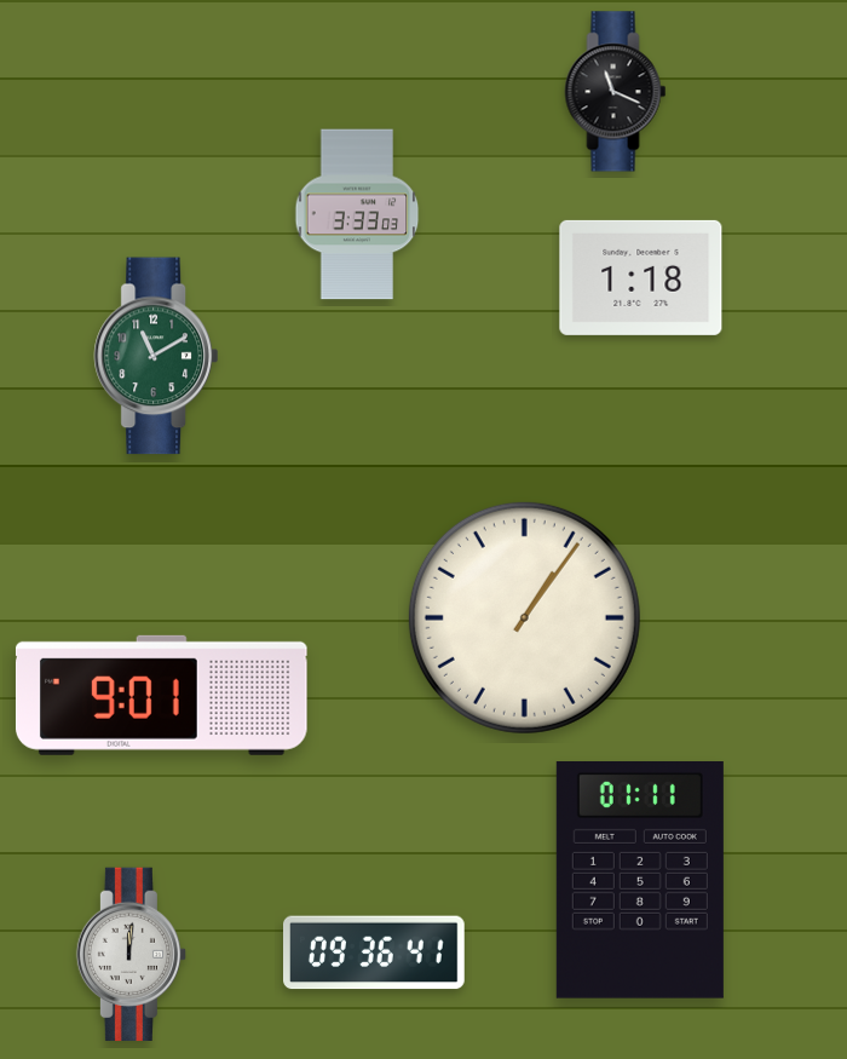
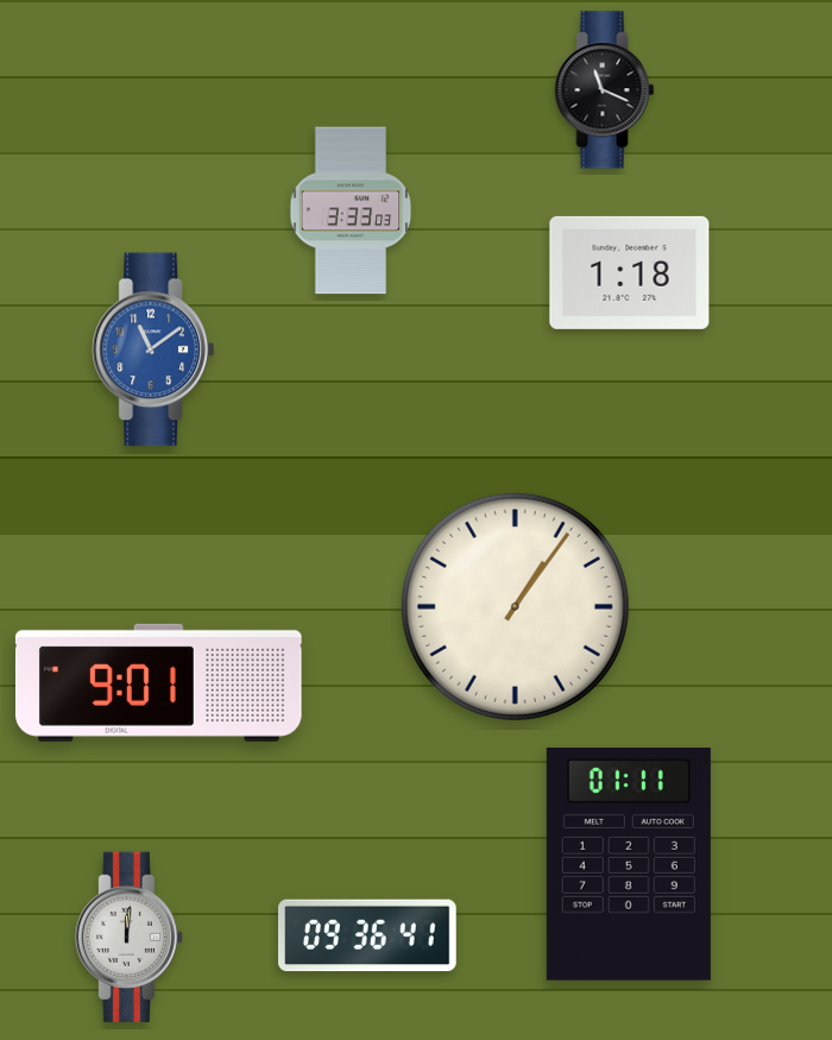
clock at (156, 356): 11:10 -> 11:09
clock at (156, 356) dial: green -> blue
